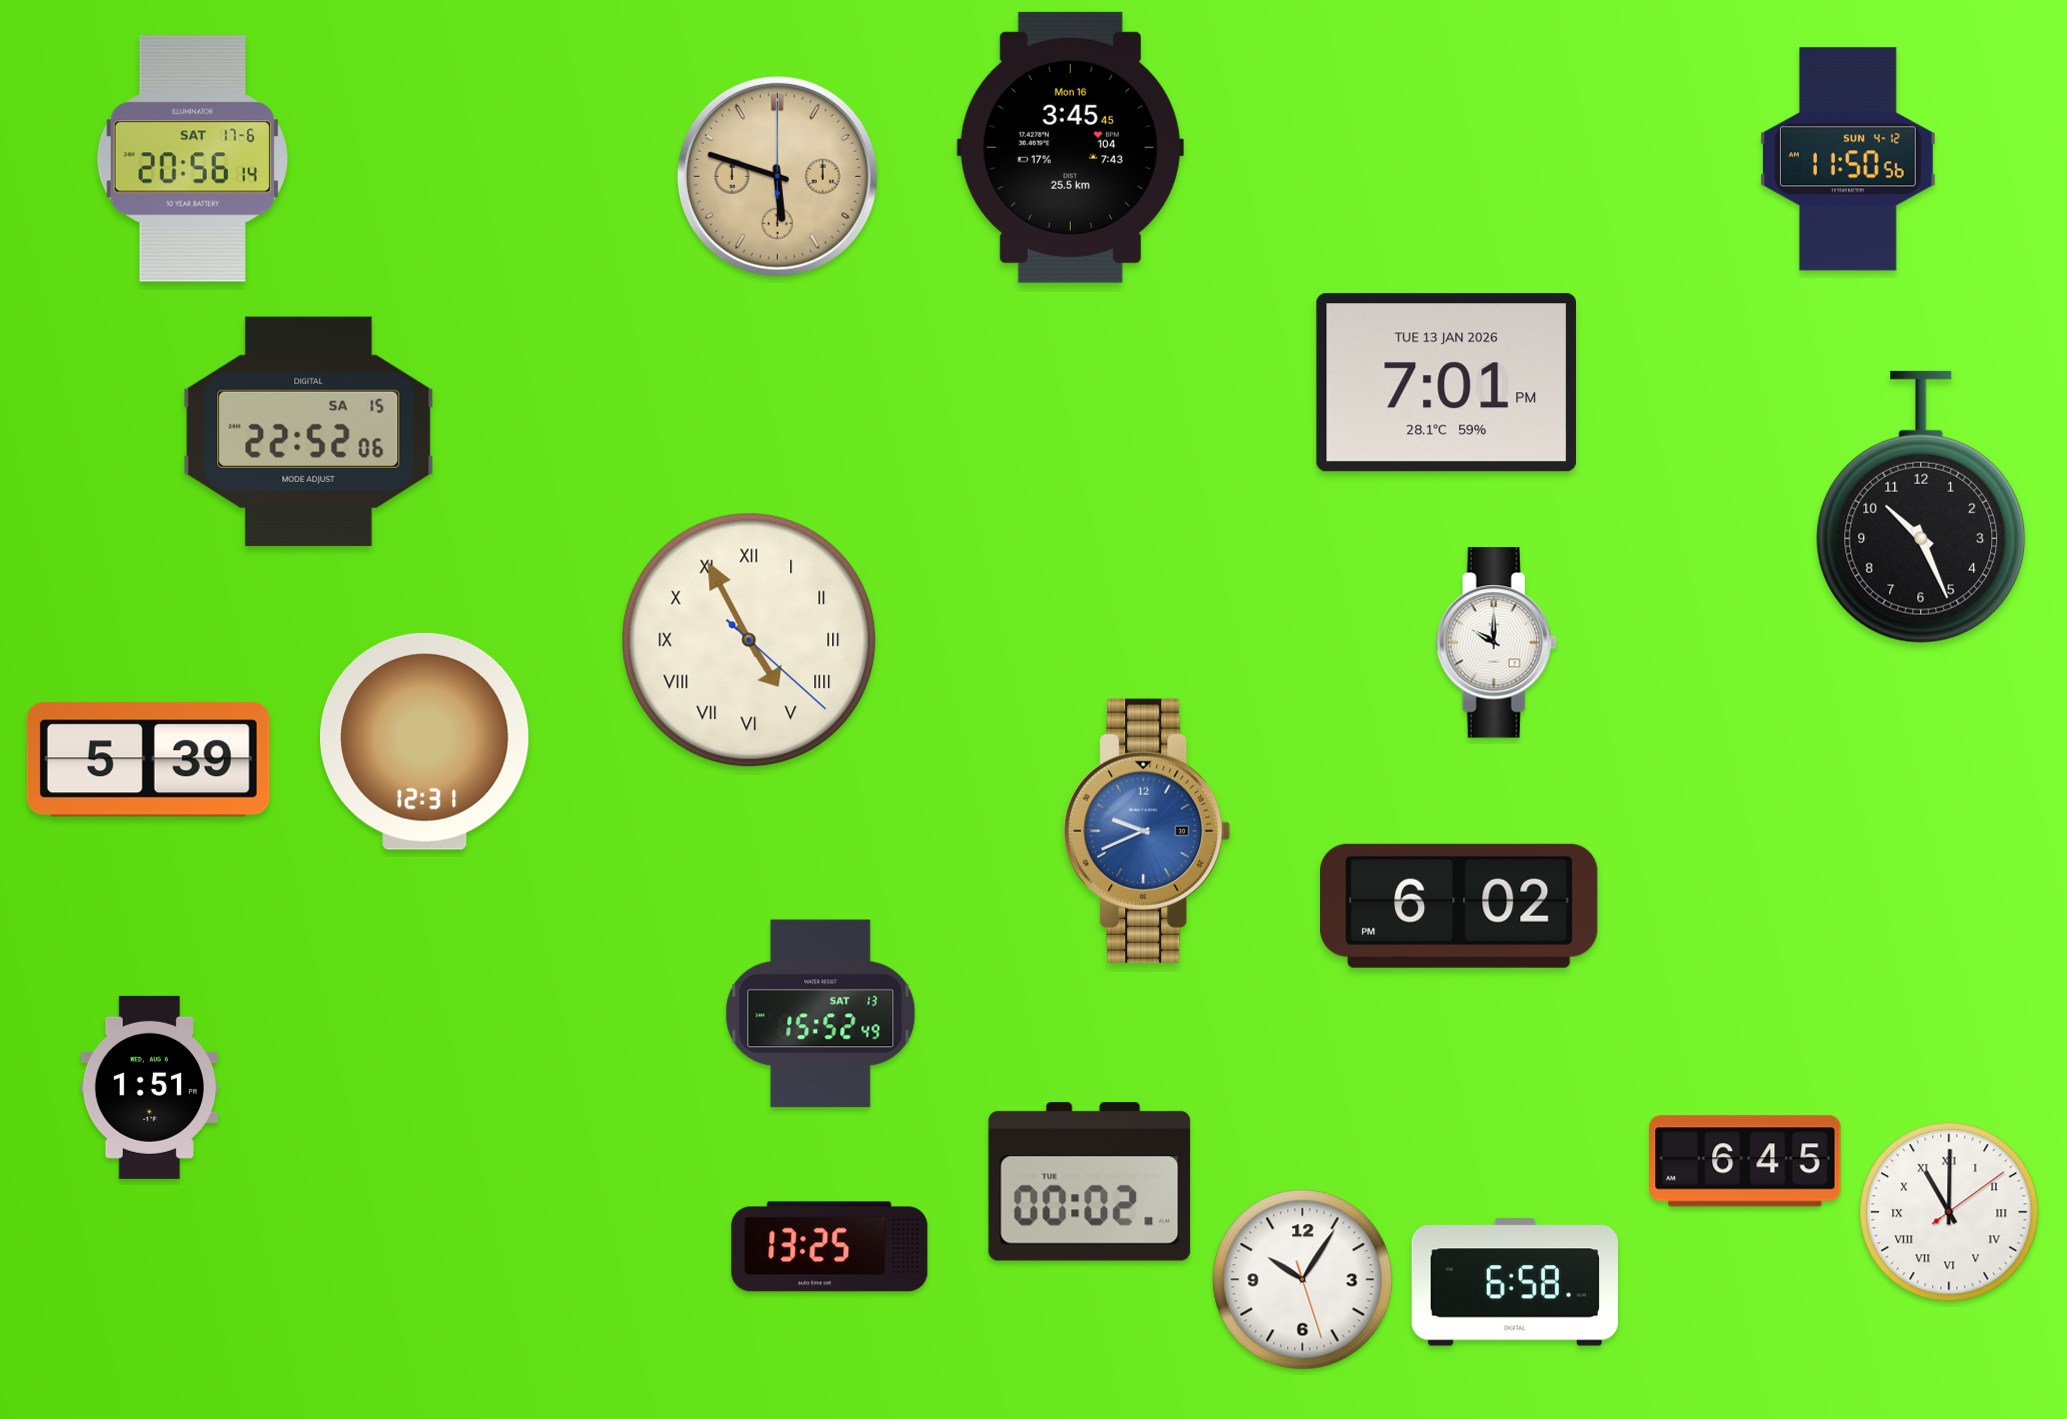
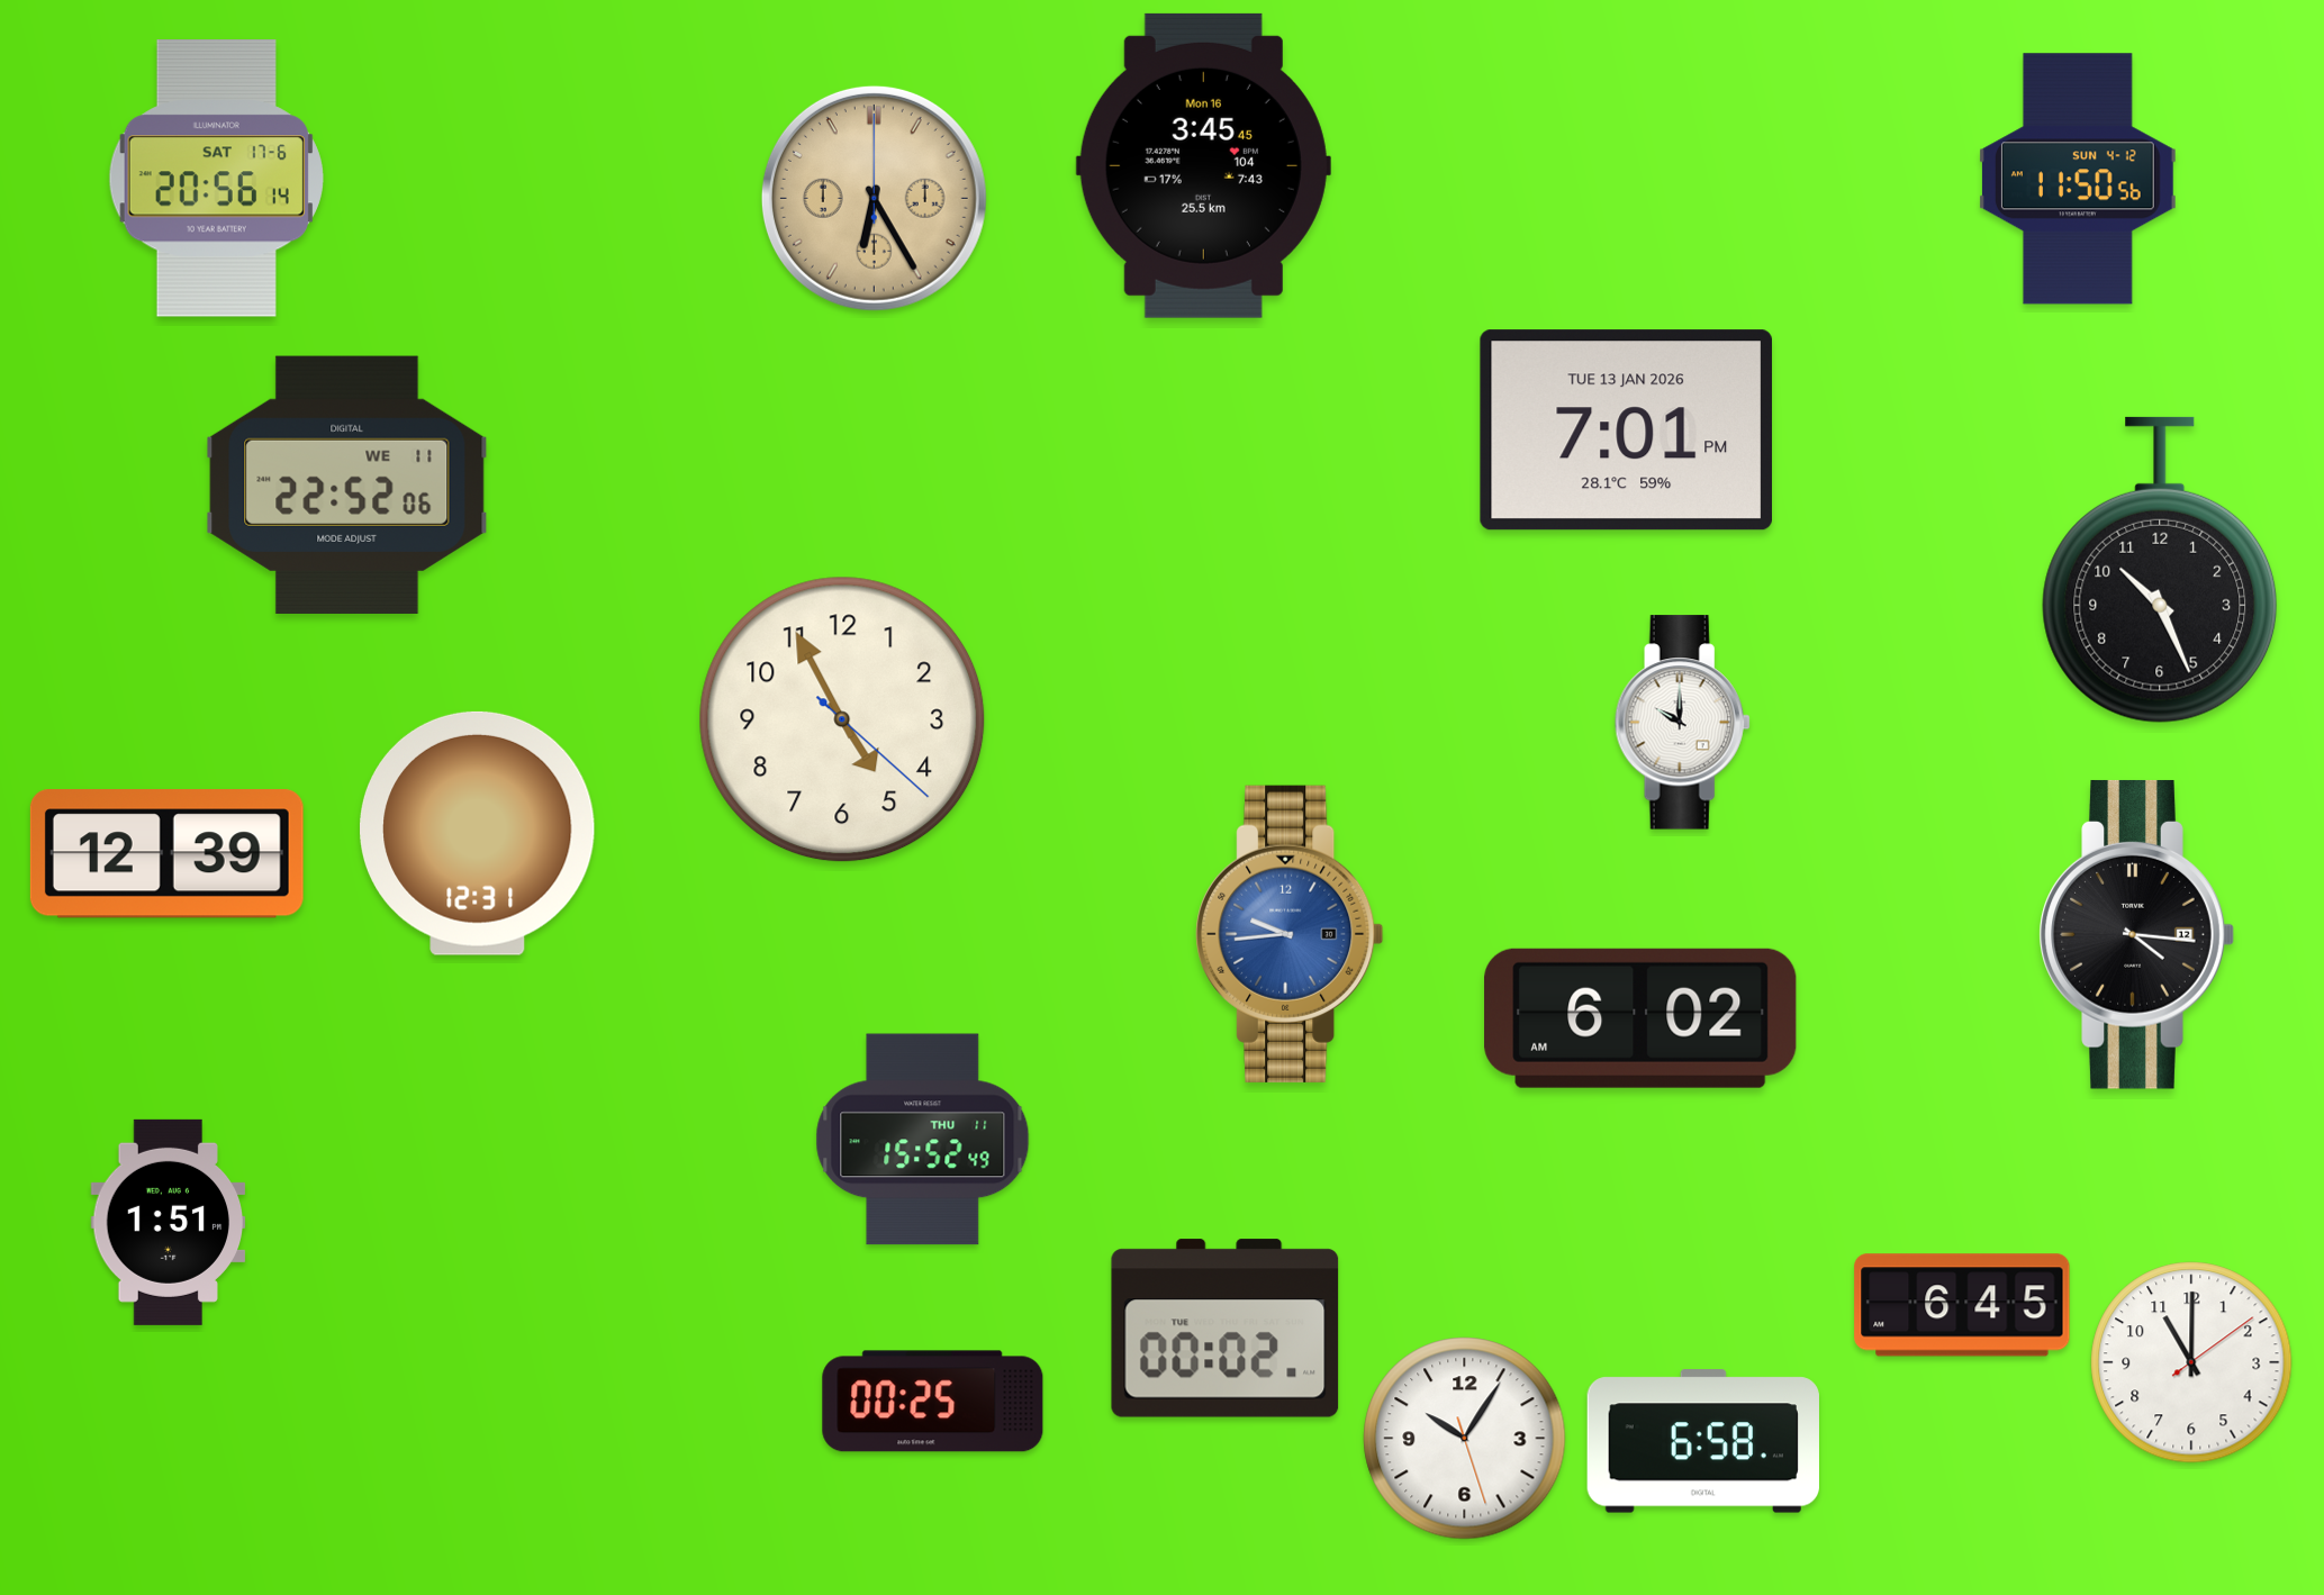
clock at (777, 176): 5:48 -> 6:25
clock at (309, 431) date: SA 15 -> WE 11
clock at (749, 640) numerals: Roman -> Arabic
clock at (148, 760): 5:39 -> 12:39
clock at (1147, 831): 9:41 -> 9:44
clock at (2136, 934): none -> 4:16
clock at (1459, 906): 6:02 PM -> 6:02 AM
clock at (821, 1014) date: SAT 13 -> THU 11
clock at (1949, 1212) numerals: Roman -> Arabic
clock at (830, 1247): 13:25 -> 00:25
